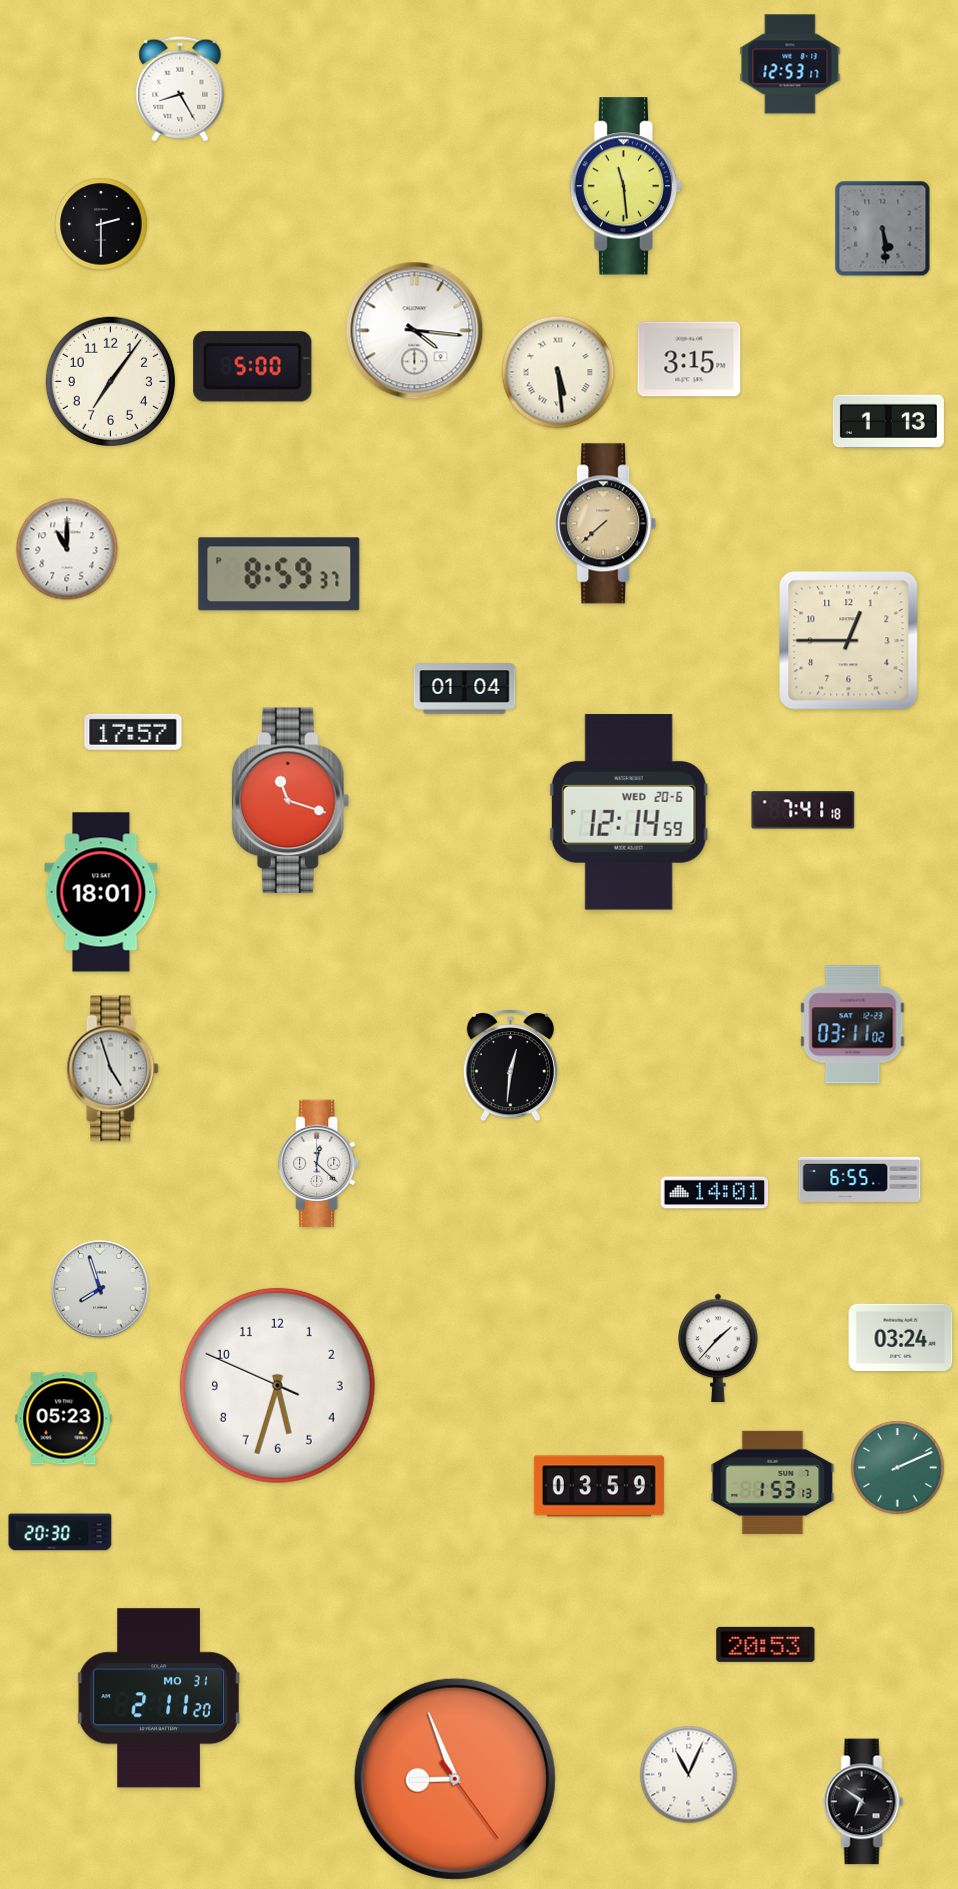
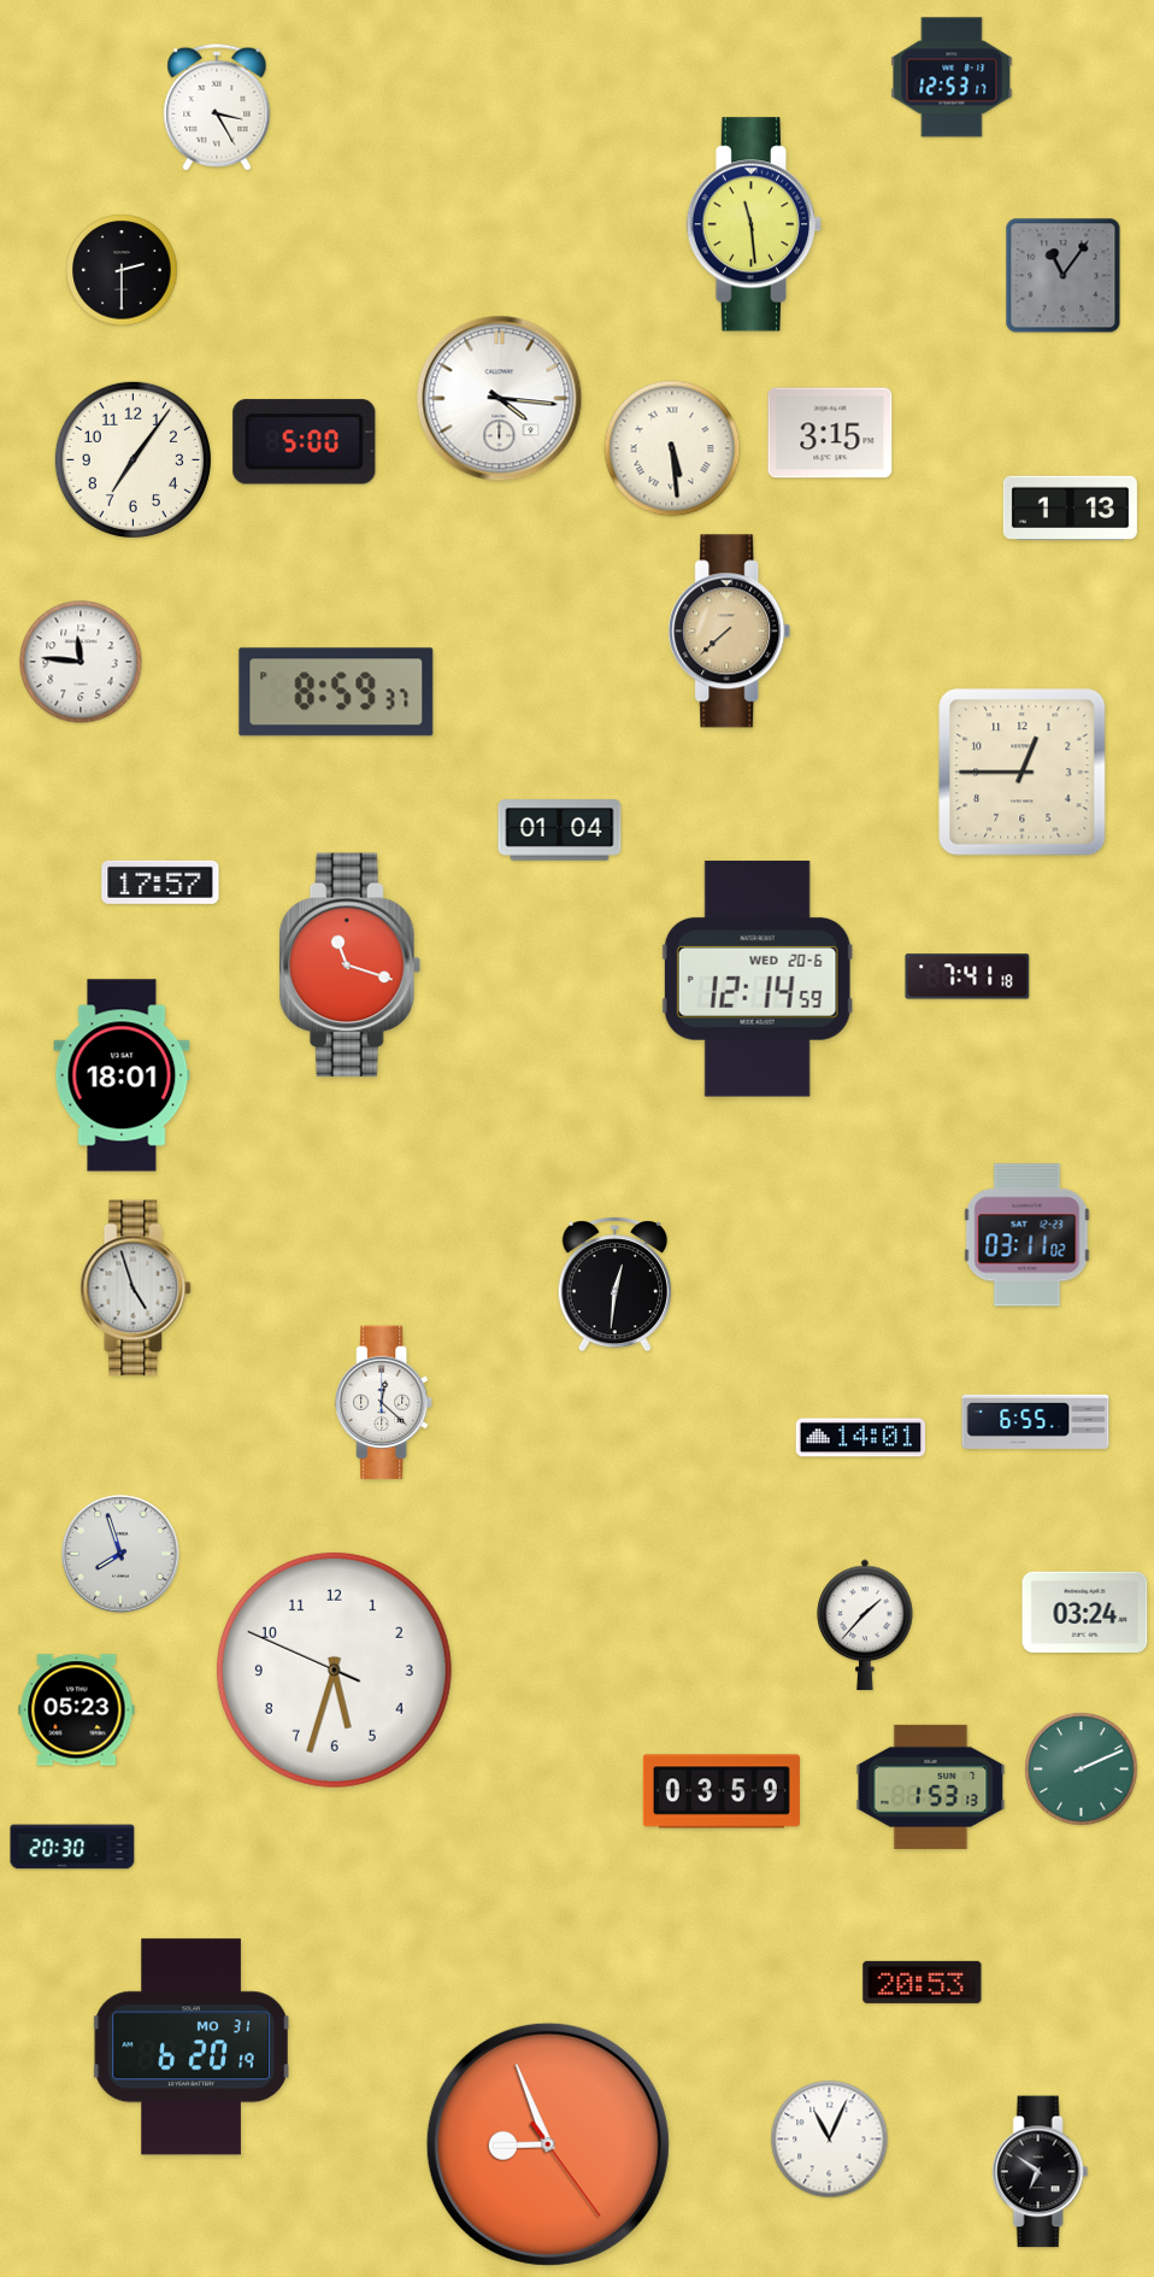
clock at (180, 89): 8:25 -> 3:25
clock at (883, 229): 5:29 -> 11:06
clock at (67, 549): 11:00 -> 11:46
clock at (159, 1698): 2:11 -> 6:20
